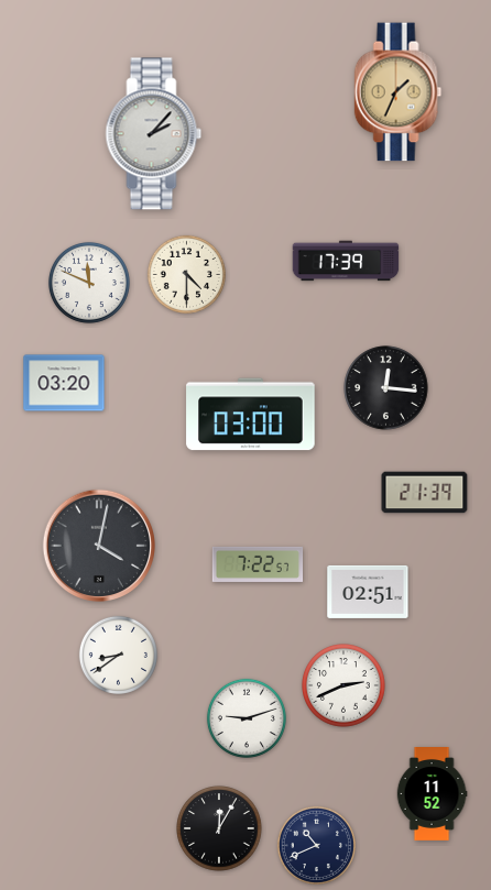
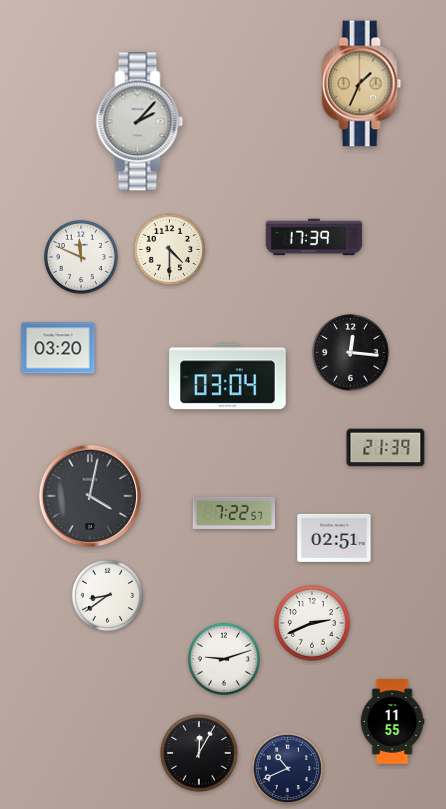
clock at (251, 415): 03:00 -> 03:04
clock at (247, 718) position: (247, 718) -> (224, 659)
clock at (432, 794): 11:52 -> 11:55
